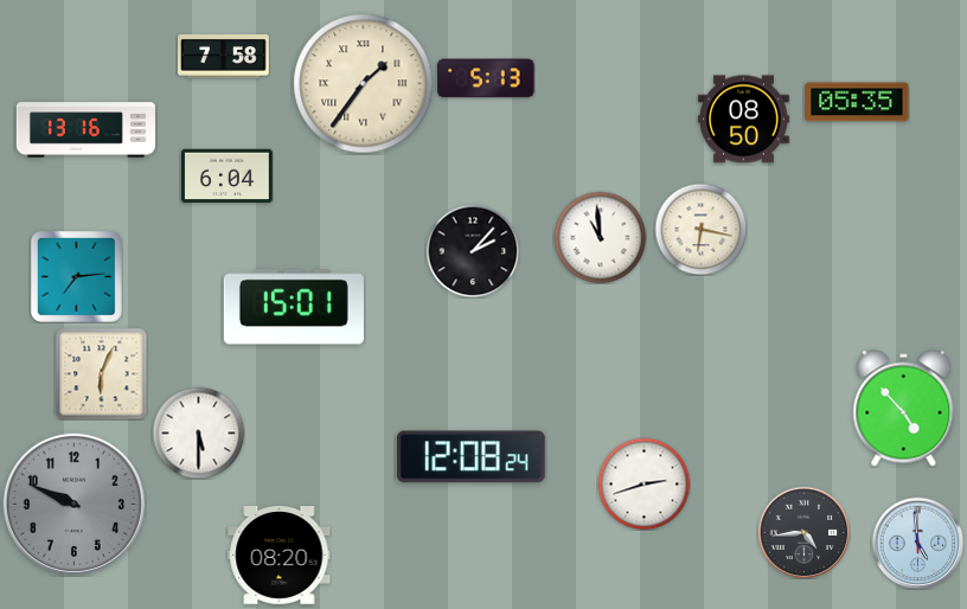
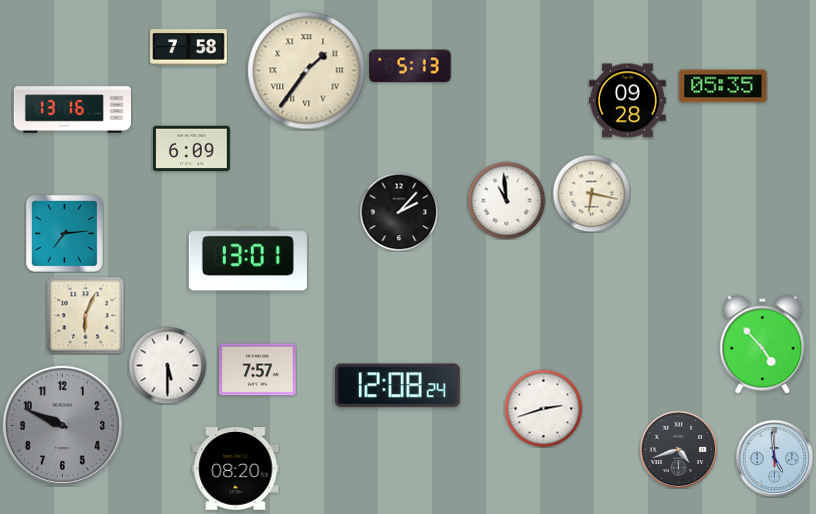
clock at (744, 120): 08:50 -> 09:28
clock at (228, 177): 6:04 -> 6:09
clock at (294, 307): 15:01 -> 13:01
clock at (258, 370): none -> 7:57
clock at (803, 532): 4:44 -> 4:42
